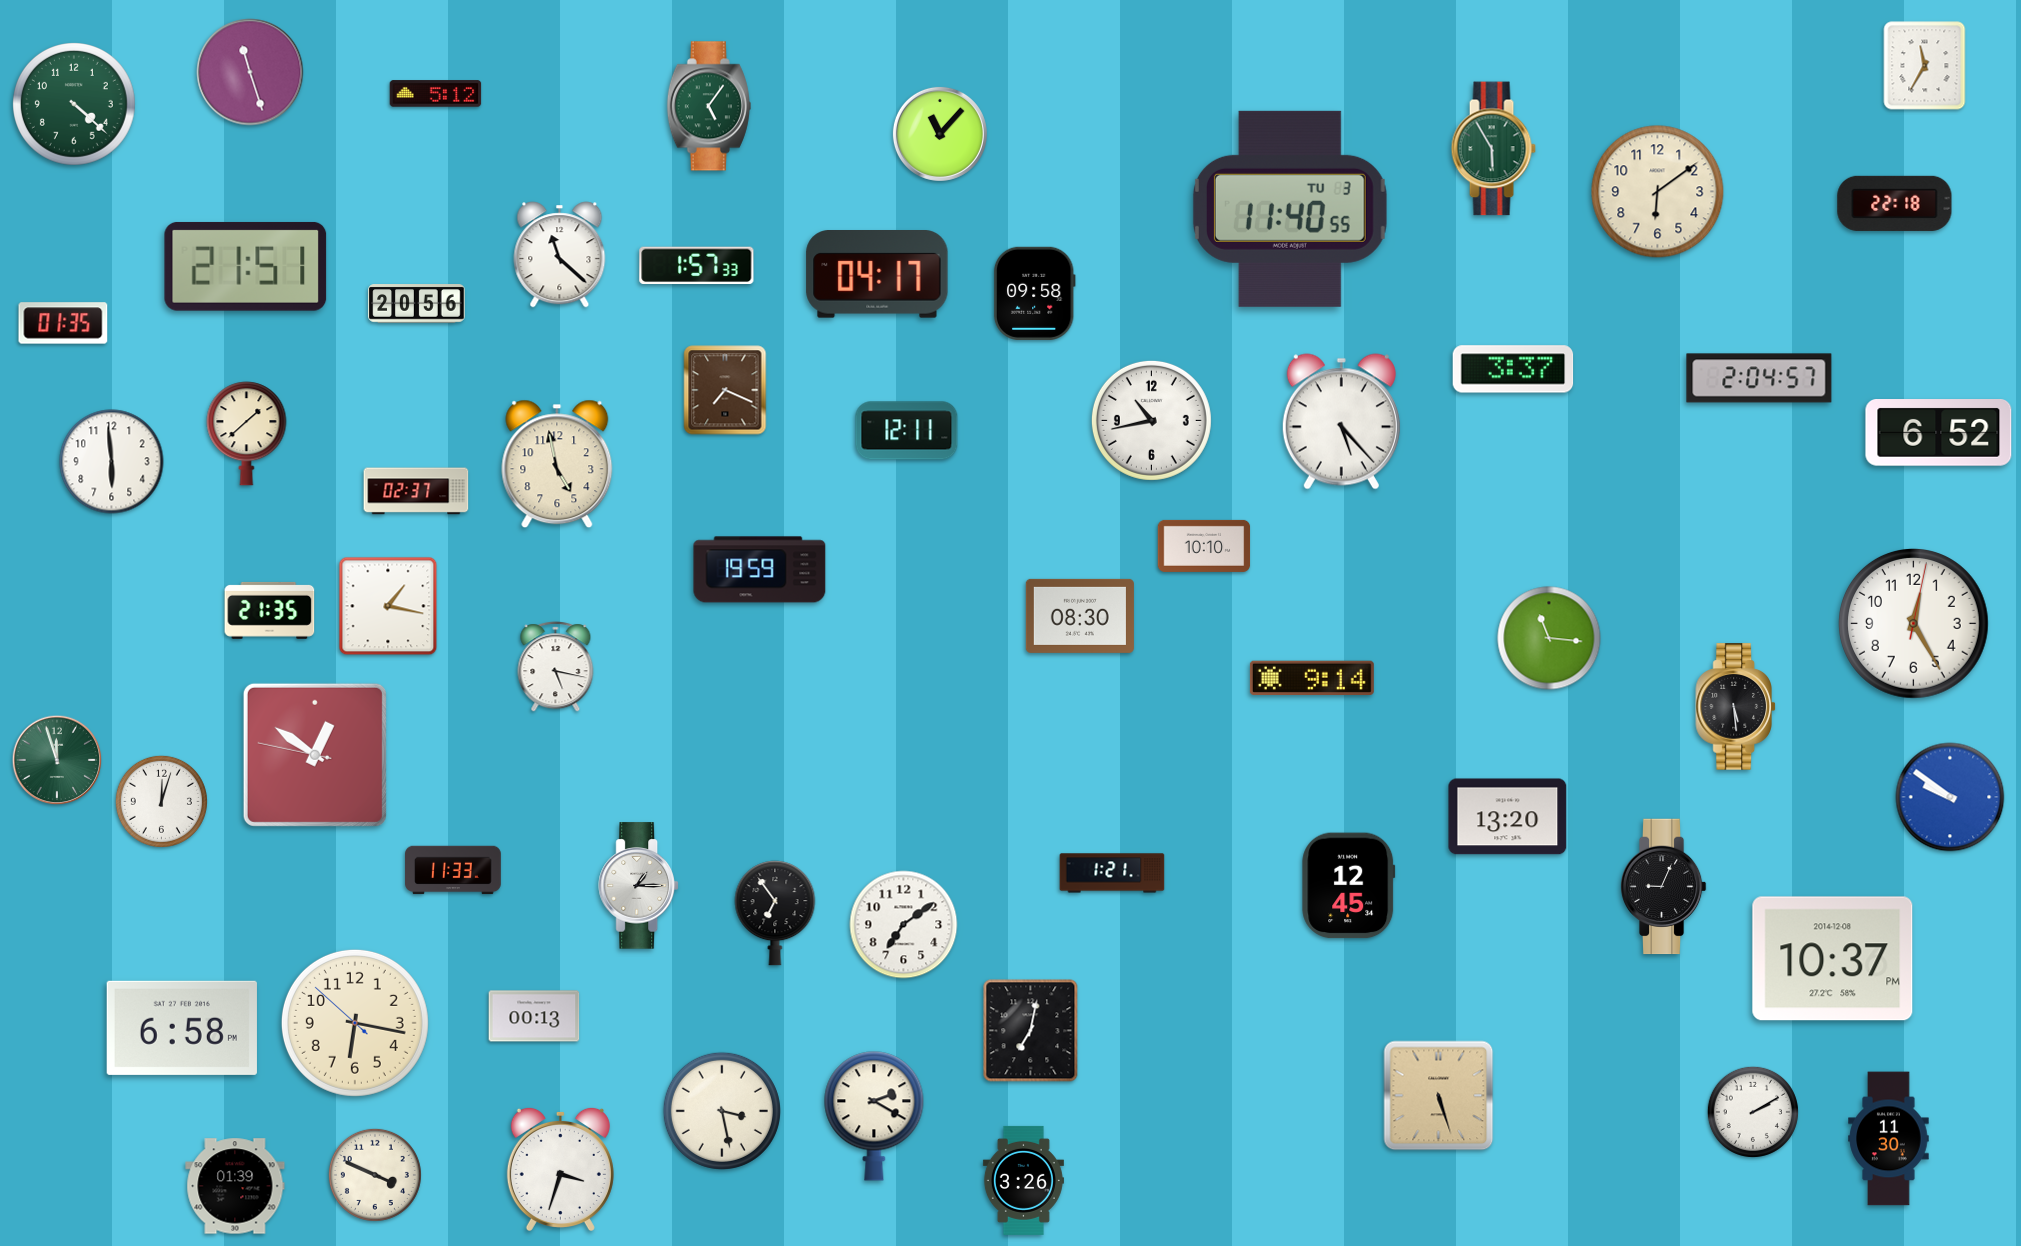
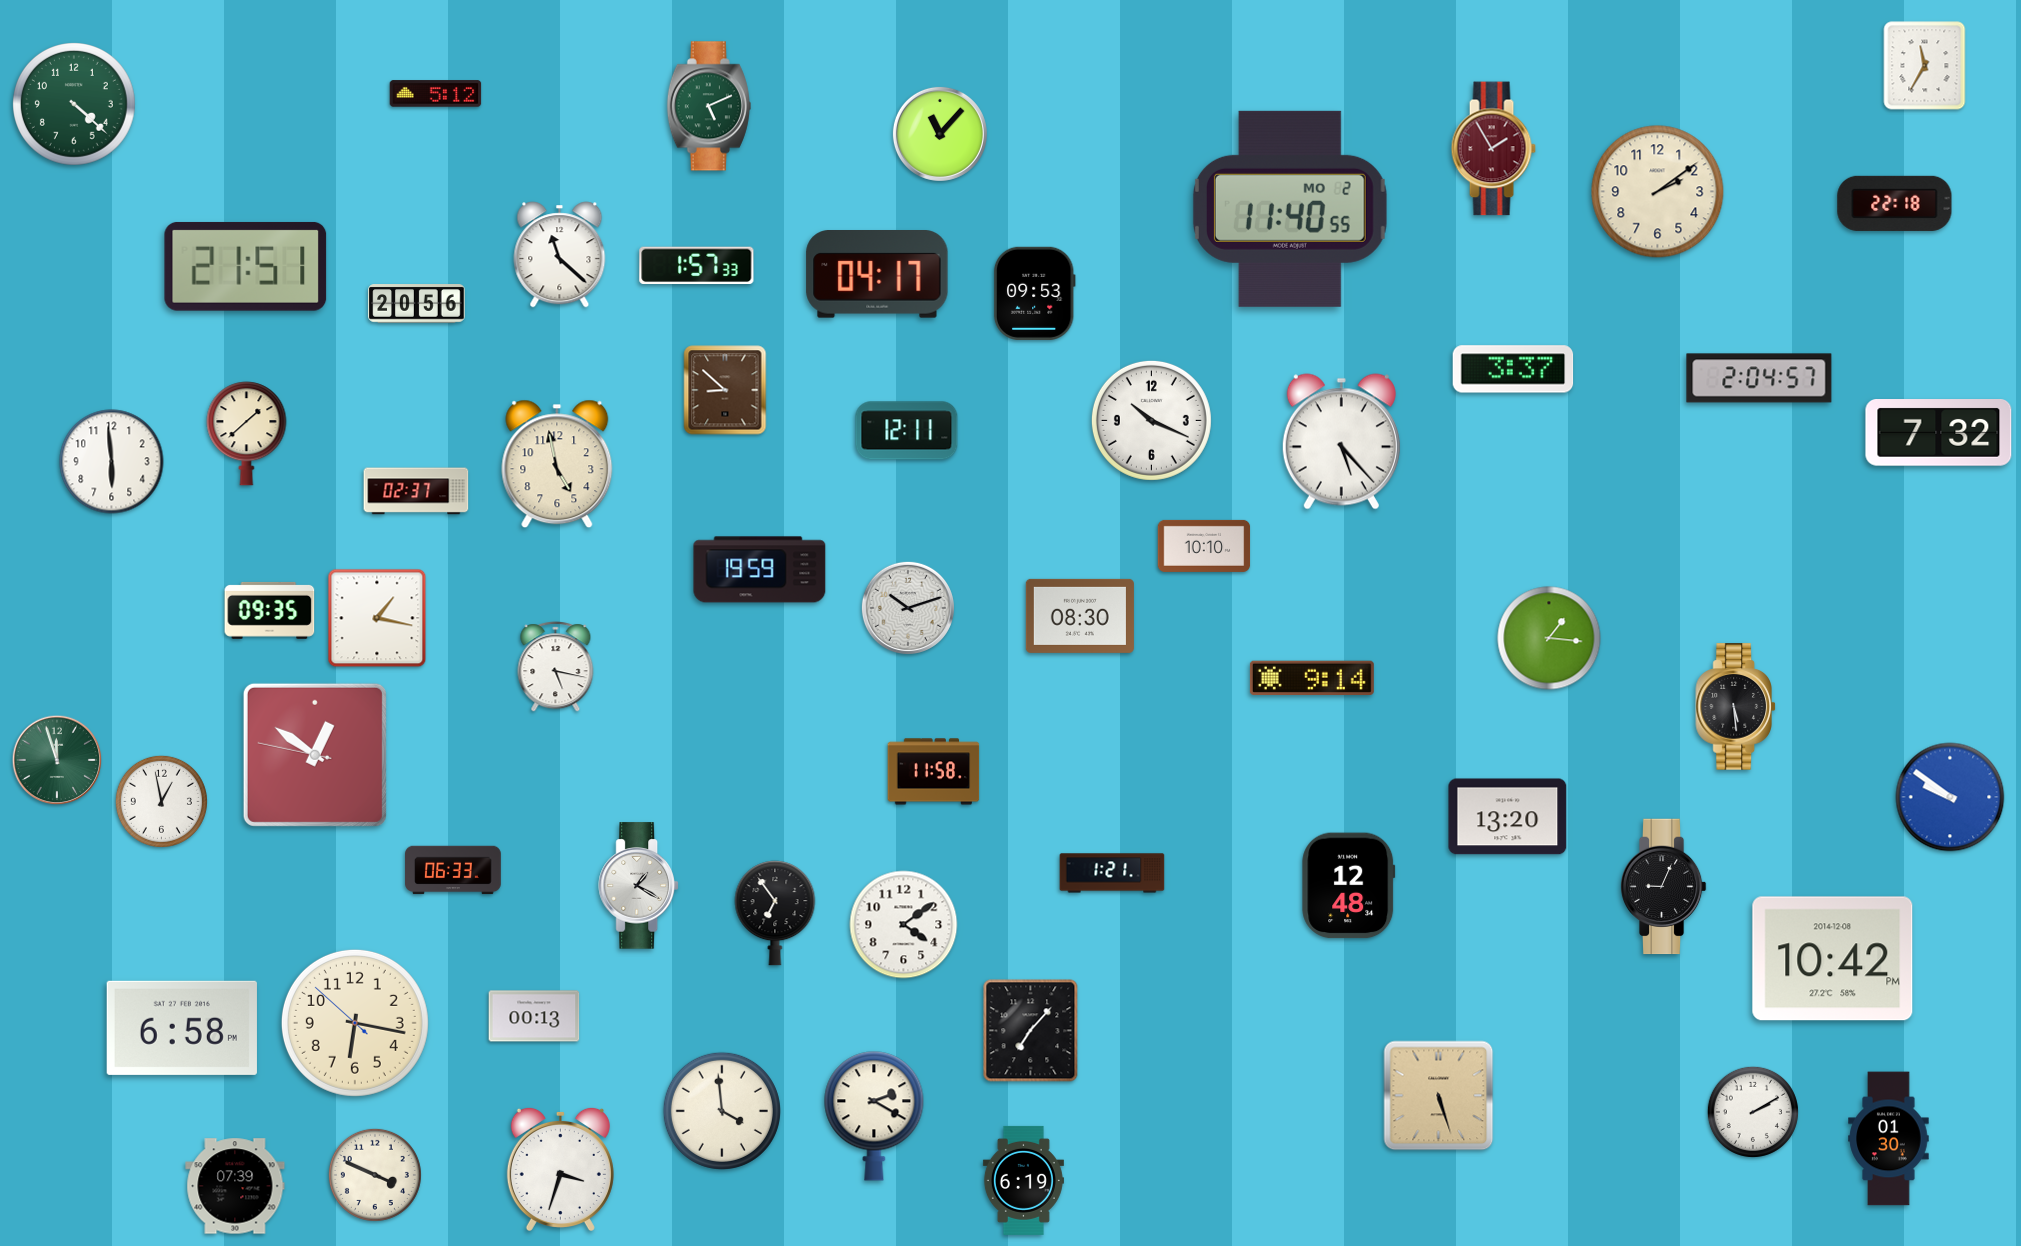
clock at (250, 72): 11:27 -> none
clock at (709, 106): 5:06 -> 5:11
clock at (1493, 149): 5:55 -> 1:55
clock at (1493, 149) dial: green -> burgundy
clock at (1658, 192): 6:09 -> 2:09
clock at (1290, 209) date: TU 3 -> MO 2
clock at (1034, 293): 09:58 -> 09:53
clock at (63, 323): 01:35 -> none
clock at (725, 390): 7:19 -> 8:52
clock at (1151, 420): 10:43 -> 10:19
clock at (1341, 422) position: (1341, 422) -> (1341, 442)
clock at (1939, 433): 6:52 -> 7:32
clock at (388, 606) position: (388, 606) -> (377, 618)
clock at (908, 608): none -> 10:12
clock at (270, 610): 21:35 -> 09:35
clock at (1914, 624): 12:25 -> none
clock at (1549, 638): 11:16 -> 1:16
clock at (934, 772): none -> 11:58
clock at (161, 801): 12:03 -> 12:58
clock at (453, 870): 11:33 -> 06:33
clock at (638, 886): 1:15 -> 1:20
clock at (1349, 886): 12:45 -> 12:48
clock at (904, 925): 7:09 -> 4:09
clock at (1833, 959): 10:37 -> 10:42
clock at (1031, 1031): 7:02 -> 7:07
clock at (722, 1111): 3:28 -> 3:59
clock at (1889, 1139): 11:30 -> 01:30
clock at (1023, 1180): 3:26 -> 6:19
clock at (235, 1186): 01:39 -> 07:39
